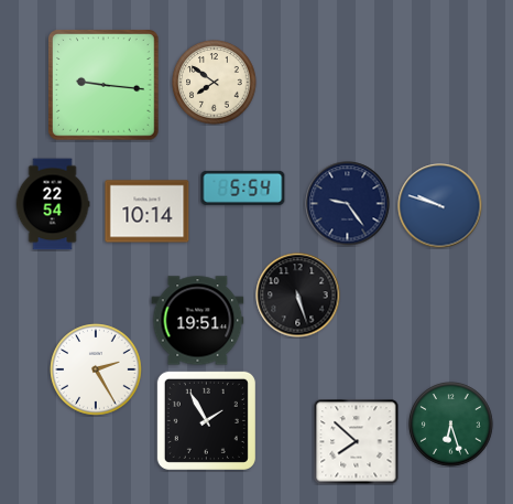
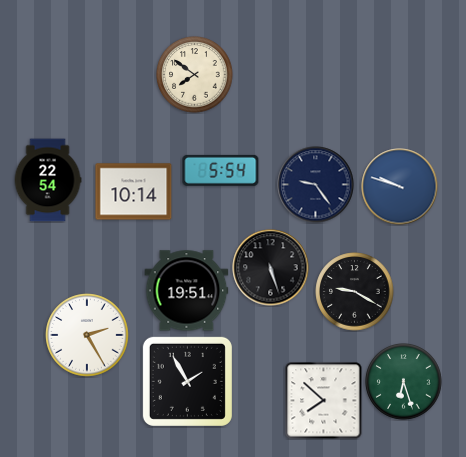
clock at (105, 86): 9:16 -> none
clock at (53, 204) position: (53, 204) -> (48, 180)
clock at (198, 321) position: (198, 321) -> (187, 291)
clock at (355, 292): none -> 9:20
clock at (451, 425) position: (451, 425) -> (404, 382)
